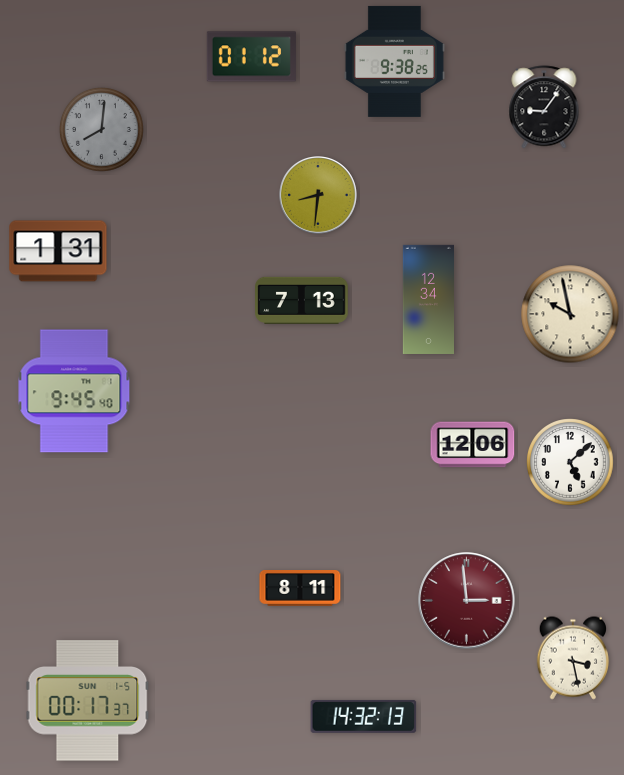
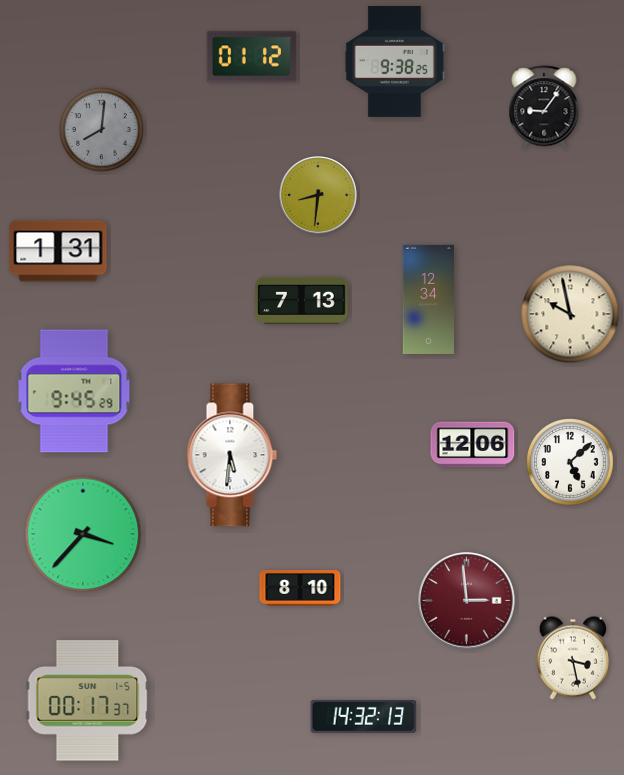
clock at (74, 391): 9:45:40 -> 9:45:29
clock at (232, 455): none -> 5:31
clock at (83, 534): none -> 3:37
clock at (300, 589): 8:11 -> 8:10
